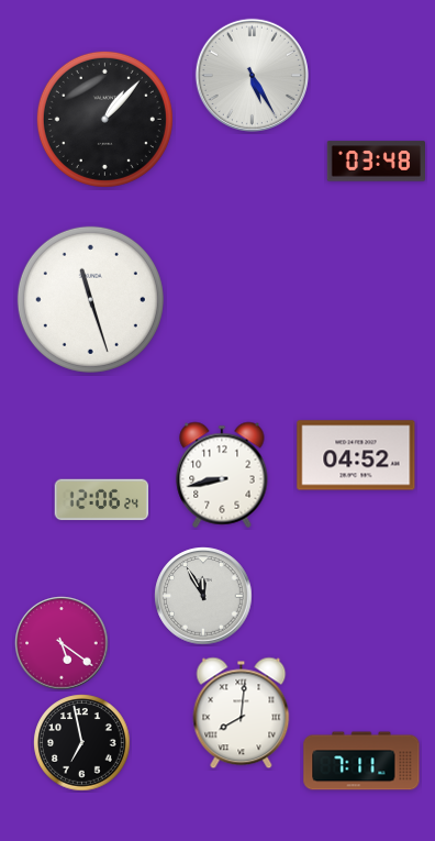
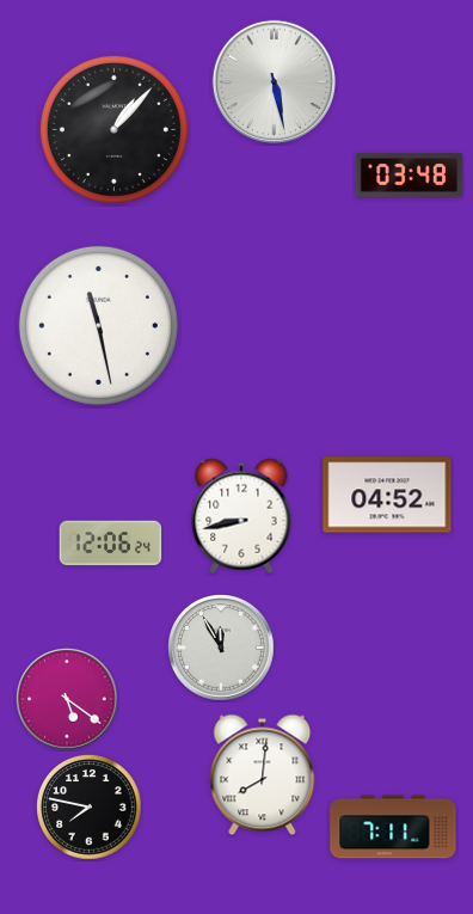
clock at (252, 75): 5:25 -> 5:28
clock at (90, 299): 11:27 -> 11:28
clock at (82, 743): 6:58 -> 7:47
